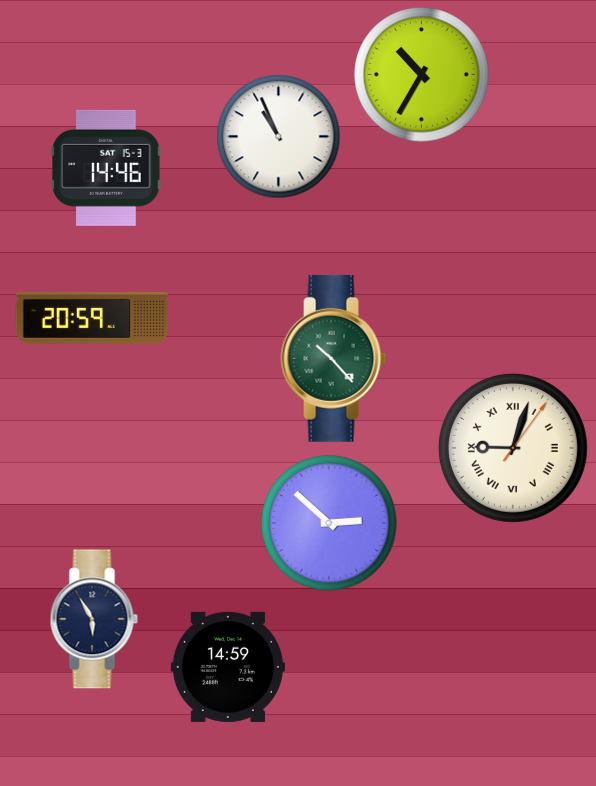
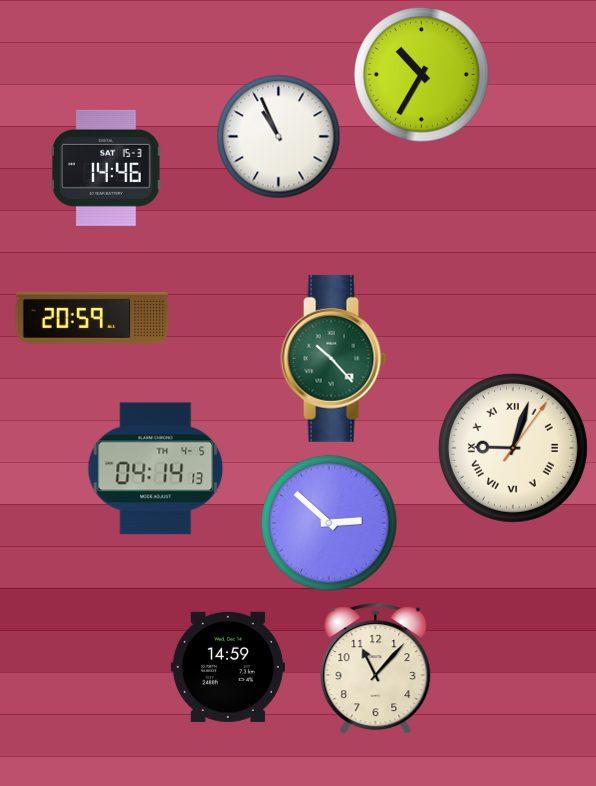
clock at (156, 469): none -> 04:14
clock at (94, 619): 5:55 -> none
clock at (376, 669): none -> 11:07
